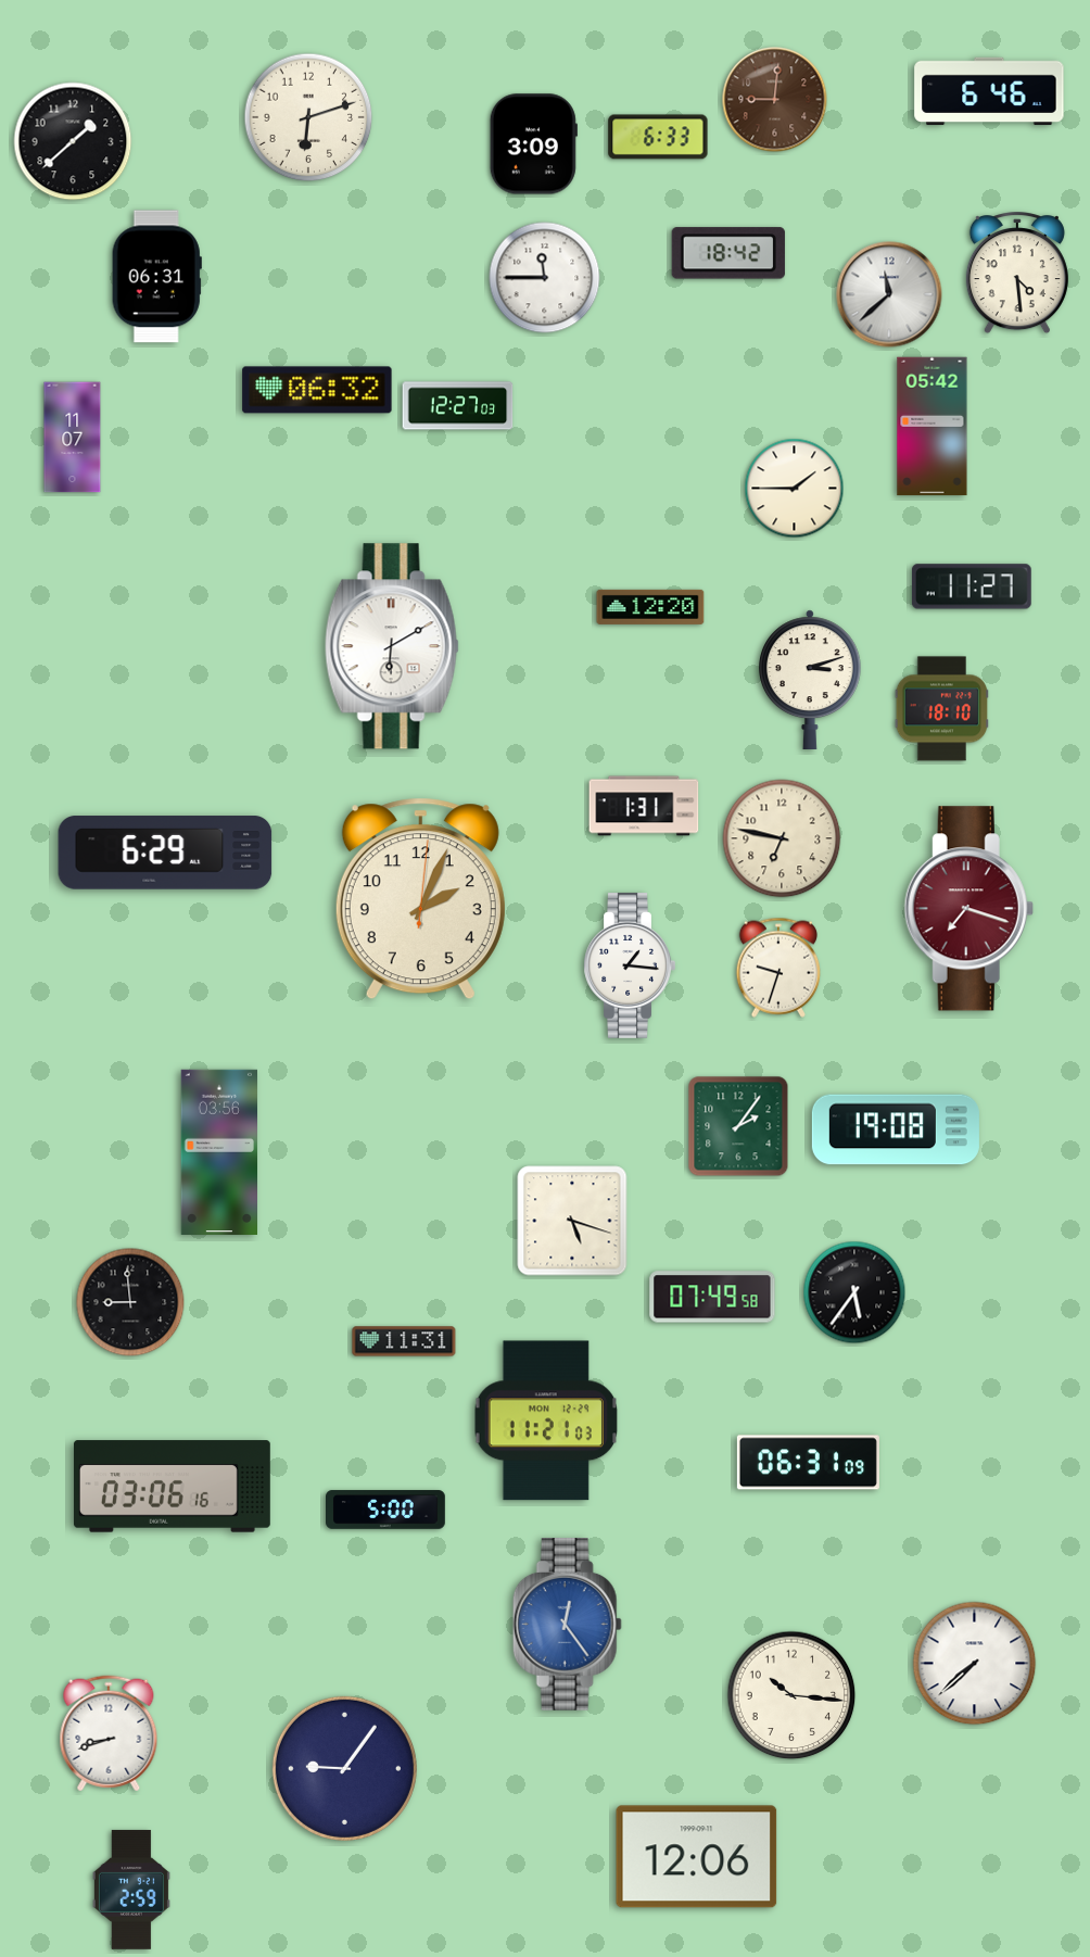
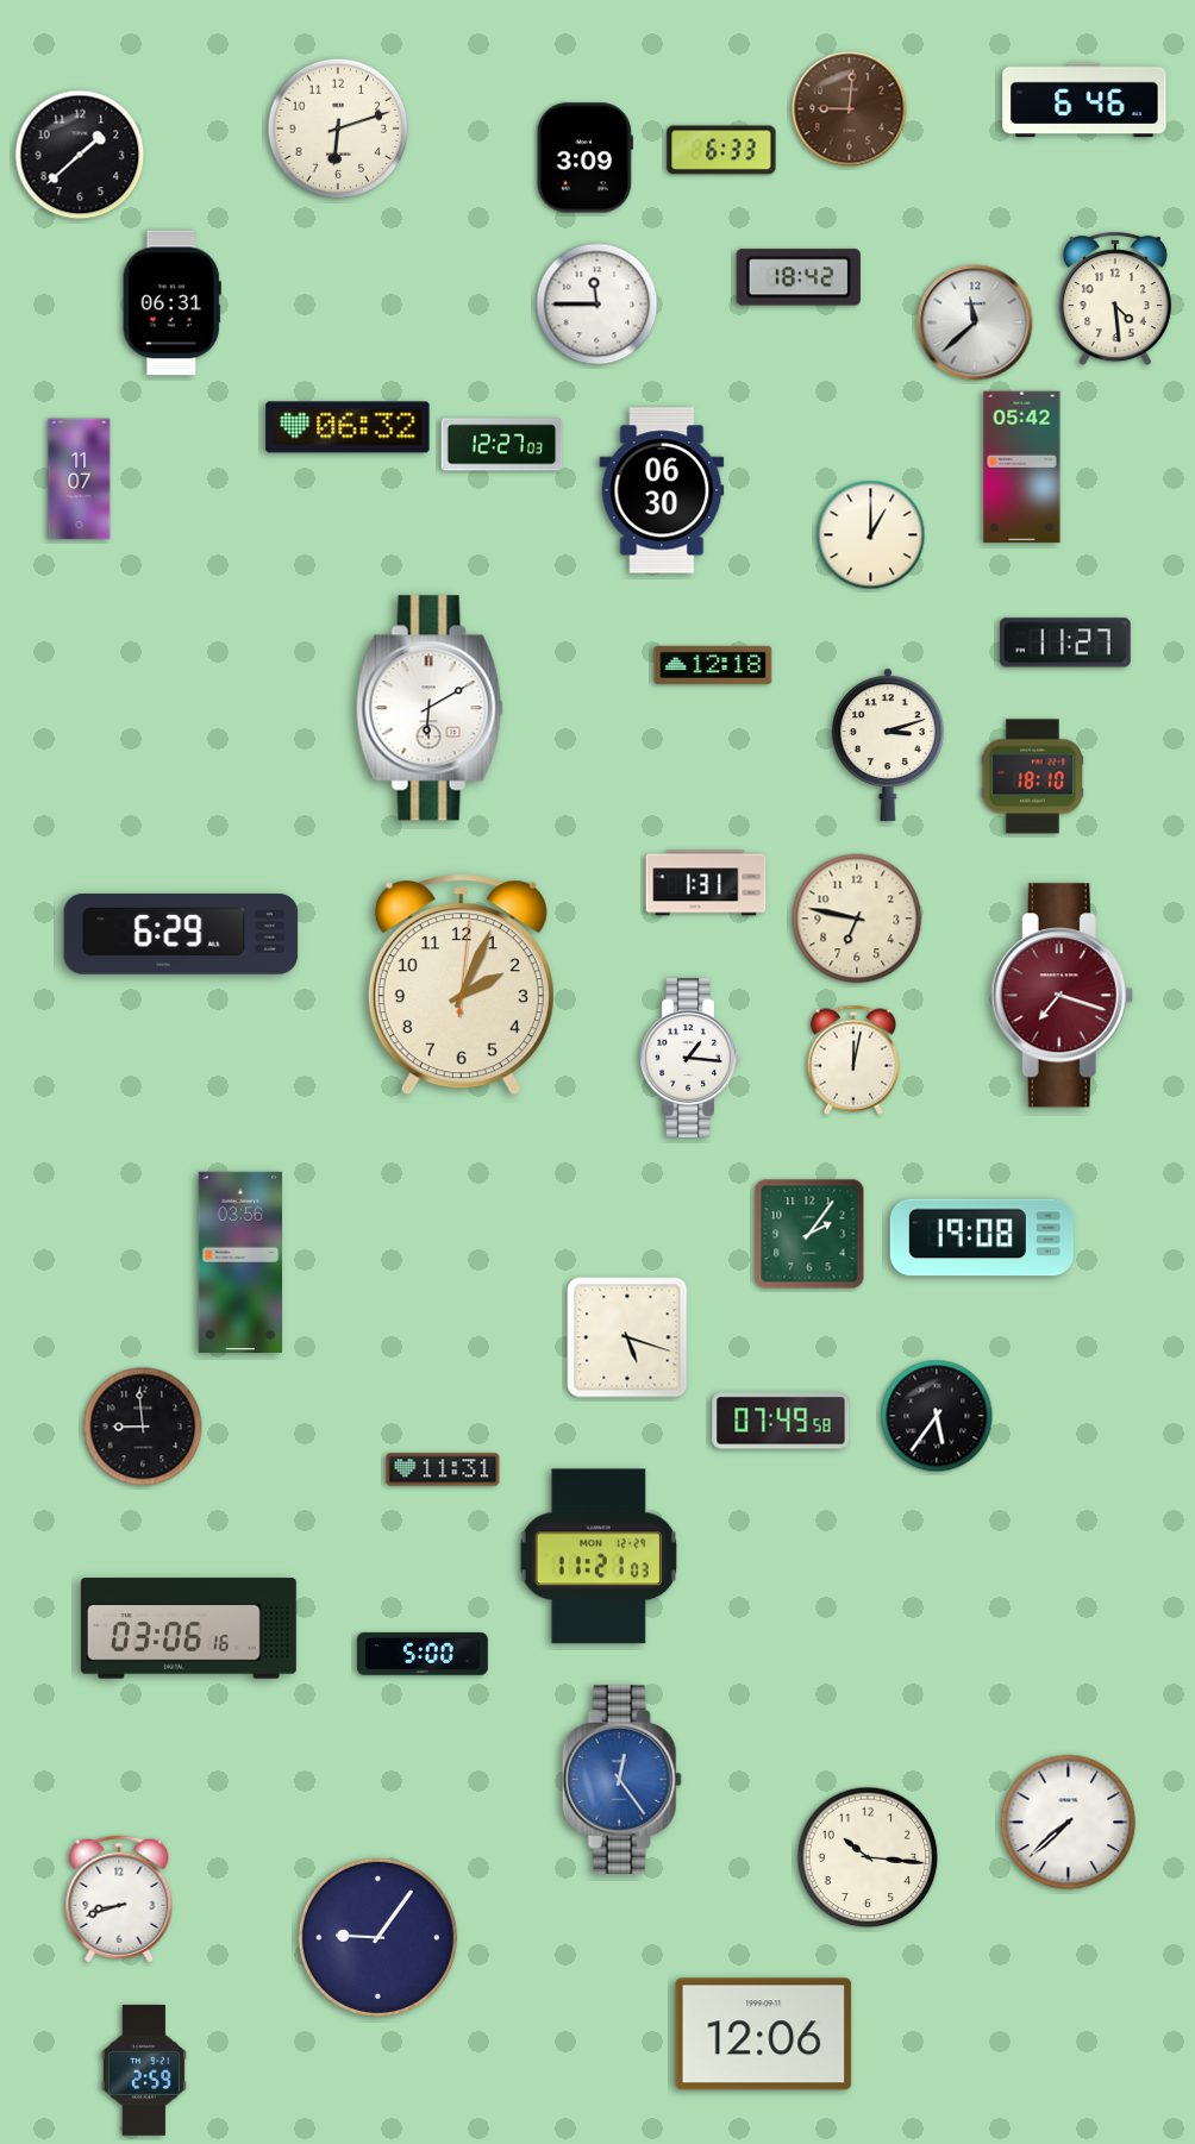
clock at (662, 490): none -> 06:30
clock at (795, 489): 1:45 -> 1:00
clock at (650, 607): 12:20 -> 12:18
clock at (777, 968): 9:33 -> 12:02
clock at (808, 1463): 06:31 -> none
